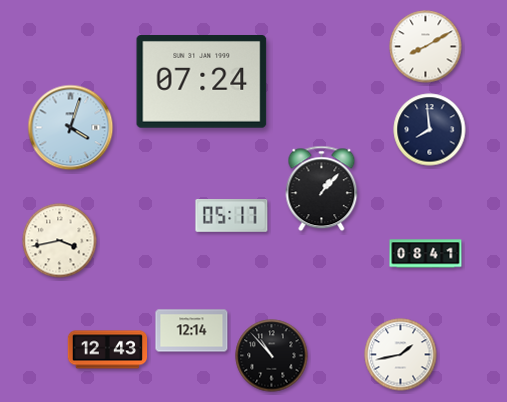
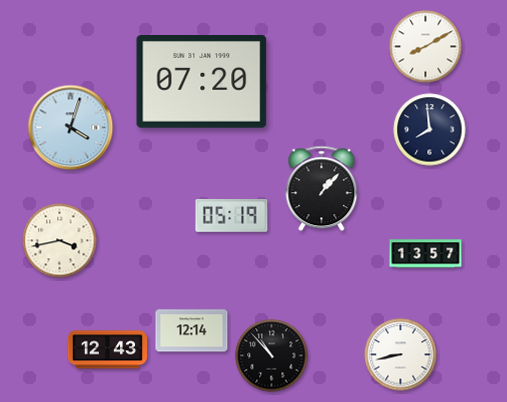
clock at (202, 82): 07:24 -> 07:20
clock at (232, 216): 05:17 -> 05:19
clock at (426, 254): 08:41 -> 13:57
clock at (401, 355): 1:43 -> 8:43
